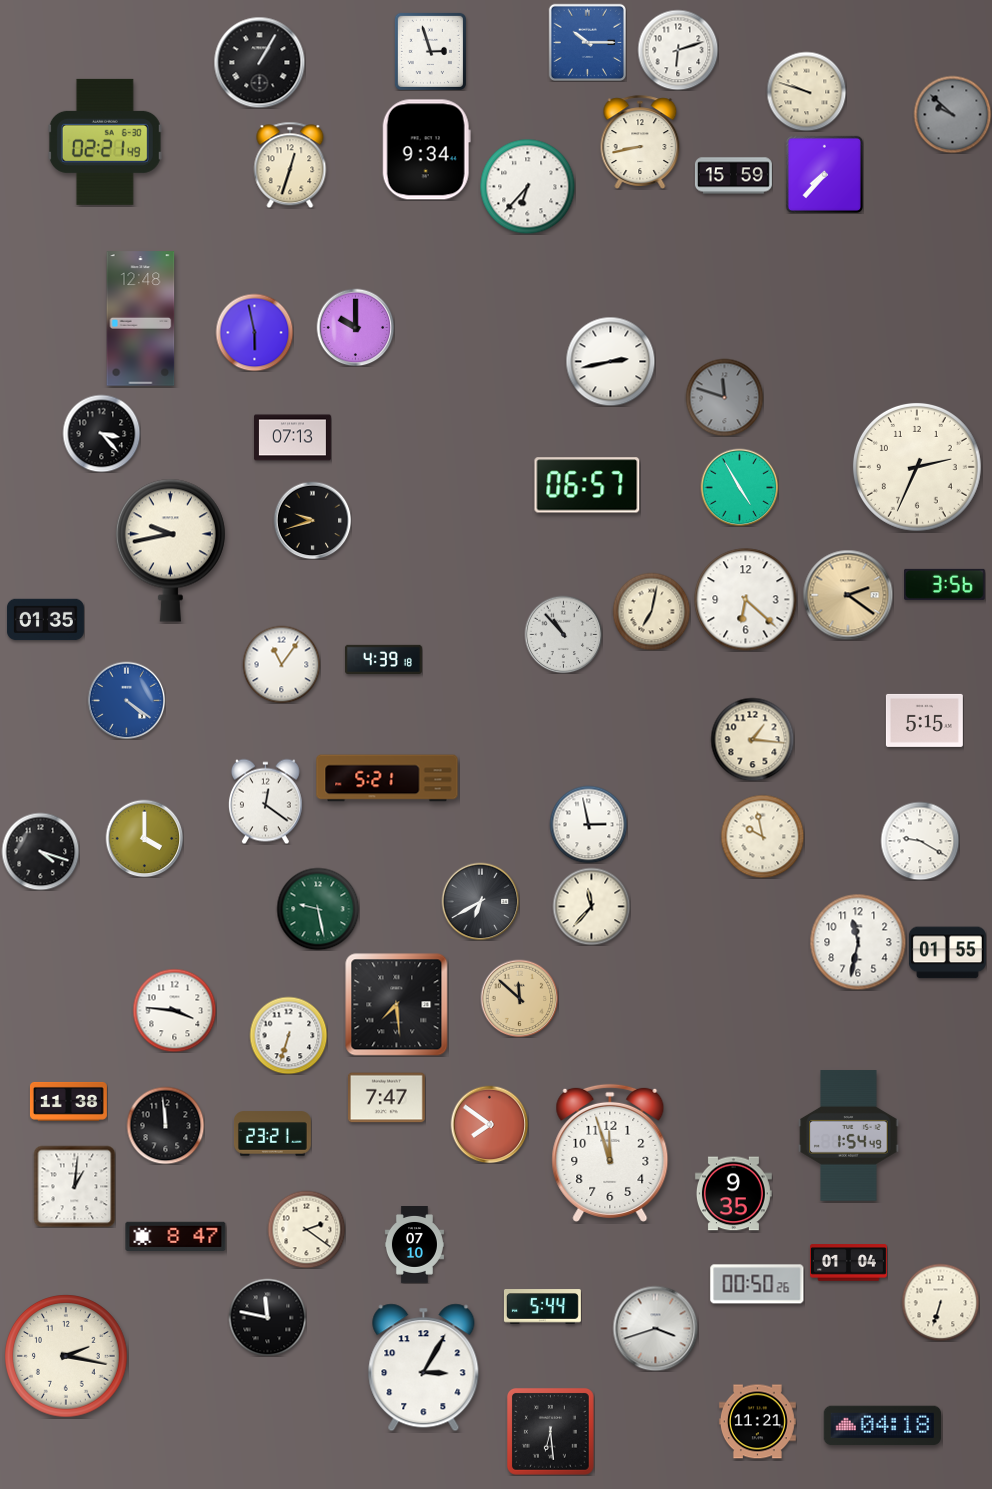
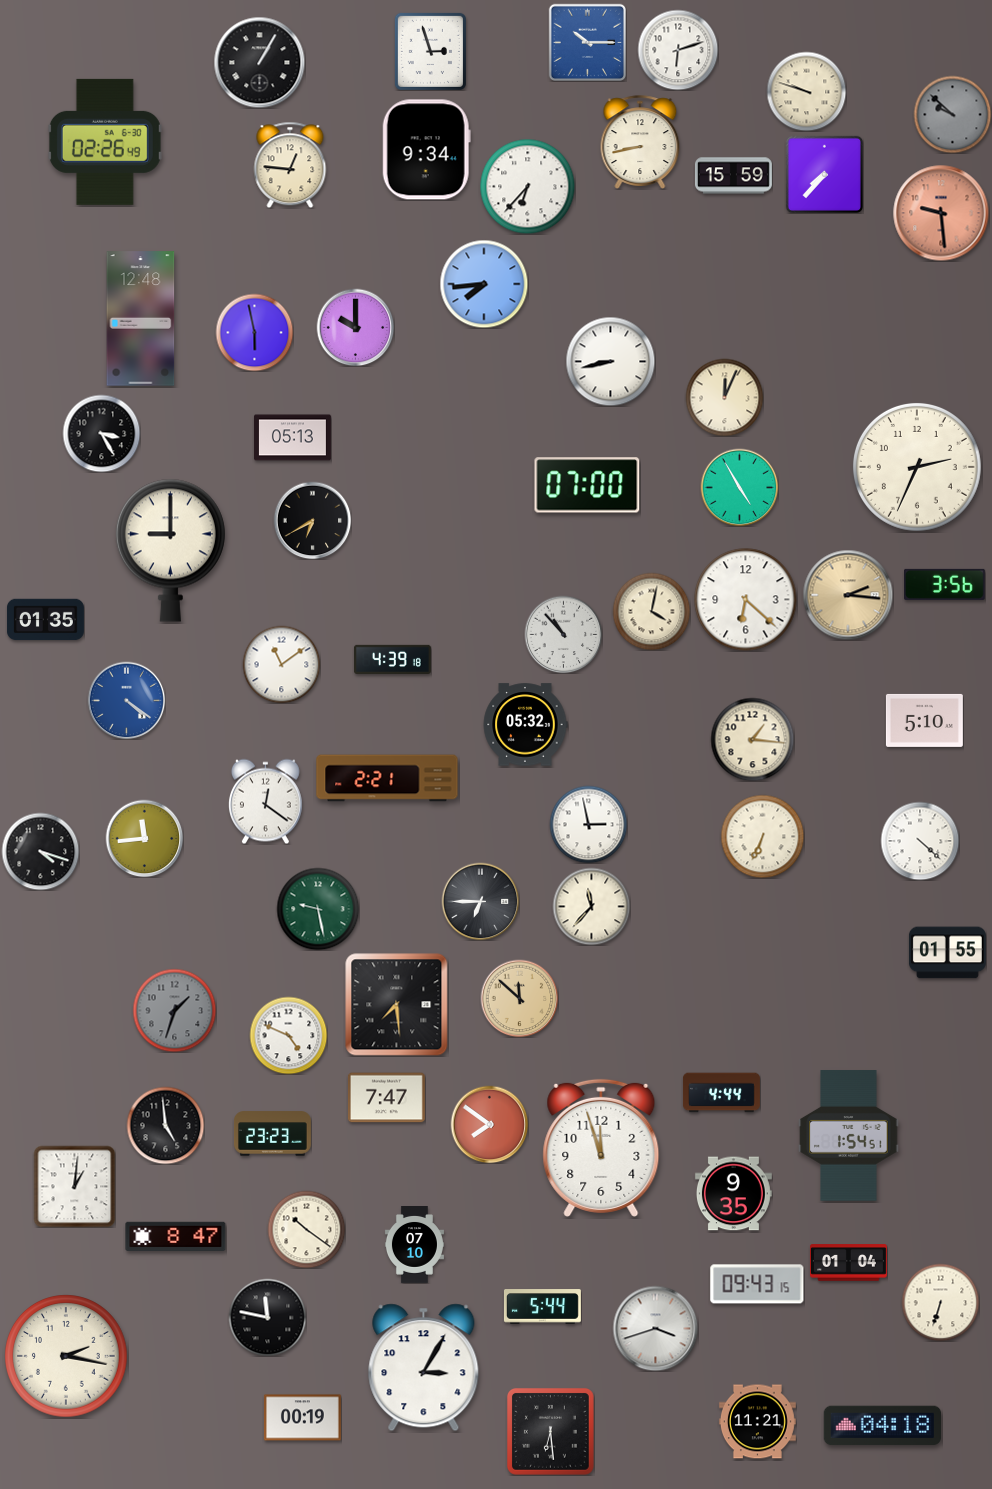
clock at (105, 142): 02:21 -> 02:26
clock at (290, 165): 12:33 -> 12:46
clock at (941, 213): none -> 9:29
clock at (484, 284): none -> 7:44
clock at (610, 361): 2:43 -> 8:43
clock at (724, 397): 11:48 -> 12:04
clock at (724, 397) dial: grey -> cream
clock at (101, 433): 3:23 -> 3:25
clock at (292, 438): 07:13 -> 05:13
clock at (587, 485): 06:57 -> 07:00
clock at (312, 520): 9:42 -> 6:40
clock at (170, 550): 9:43 -> 9:00
clock at (848, 595): 2:21 -> 2:16
clock at (651, 611): 7:02 -> 4:02
clock at (383, 660) position: (383, 660) -> (392, 660)
clock at (281, 664): 11:06 -> 11:09
clock at (924, 720): 5:15 -> 5:10
clock at (525, 725): none -> 05:32
clock at (387, 778): 5:21 -> 2:21
clock at (762, 836): 9:58 -> 6:34
clock at (144, 838): 4:00 -> 11:44
clock at (920, 841): 9:20 -> 4:22
clock at (480, 901): 6:40 -> 6:45
clock at (858, 942): 11:32 -> none
clock at (174, 1010): 3:46 -> 1:33
clock at (174, 1010) dial: white -> grey
clock at (288, 1035): 6:33 -> 4:49
clock at (721, 1093): none -> 4:44
clock at (68, 1101): 11:38 -> none
clock at (165, 1125): 11:59 -> 4:59
clock at (272, 1134): 23:21 -> 23:23
clock at (849, 1136): 1:54:49 -> 1:54:51
clock at (610, 1153) position: (610, 1153) -> (601, 1148)
clock at (306, 1229): 2:21 -> 10:21
clock at (757, 1284): 00:50 -> 09:43
clock at (302, 1418): none -> 00:19
